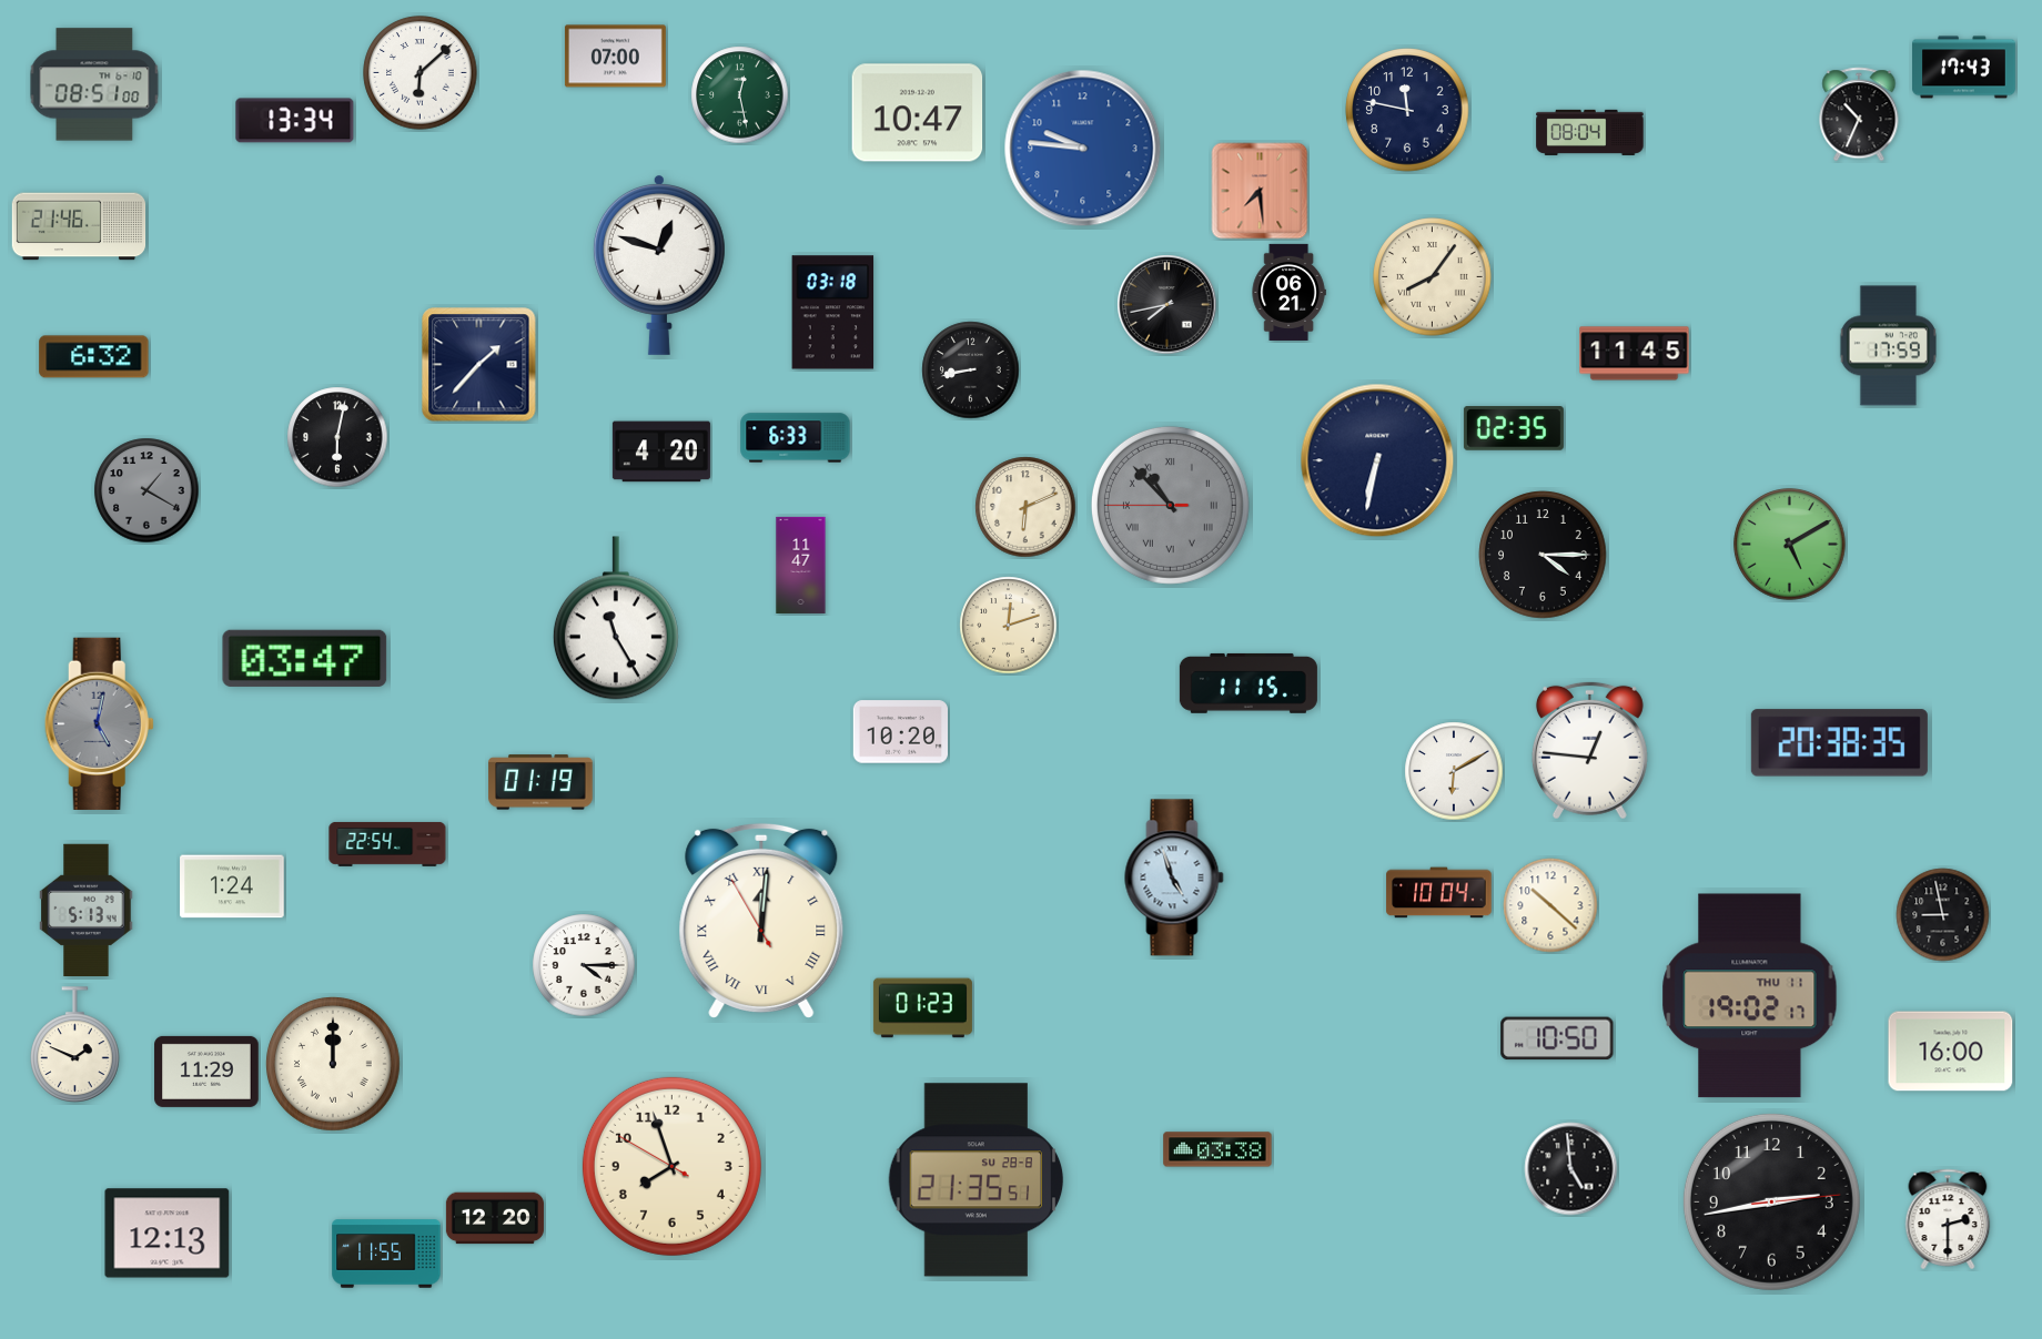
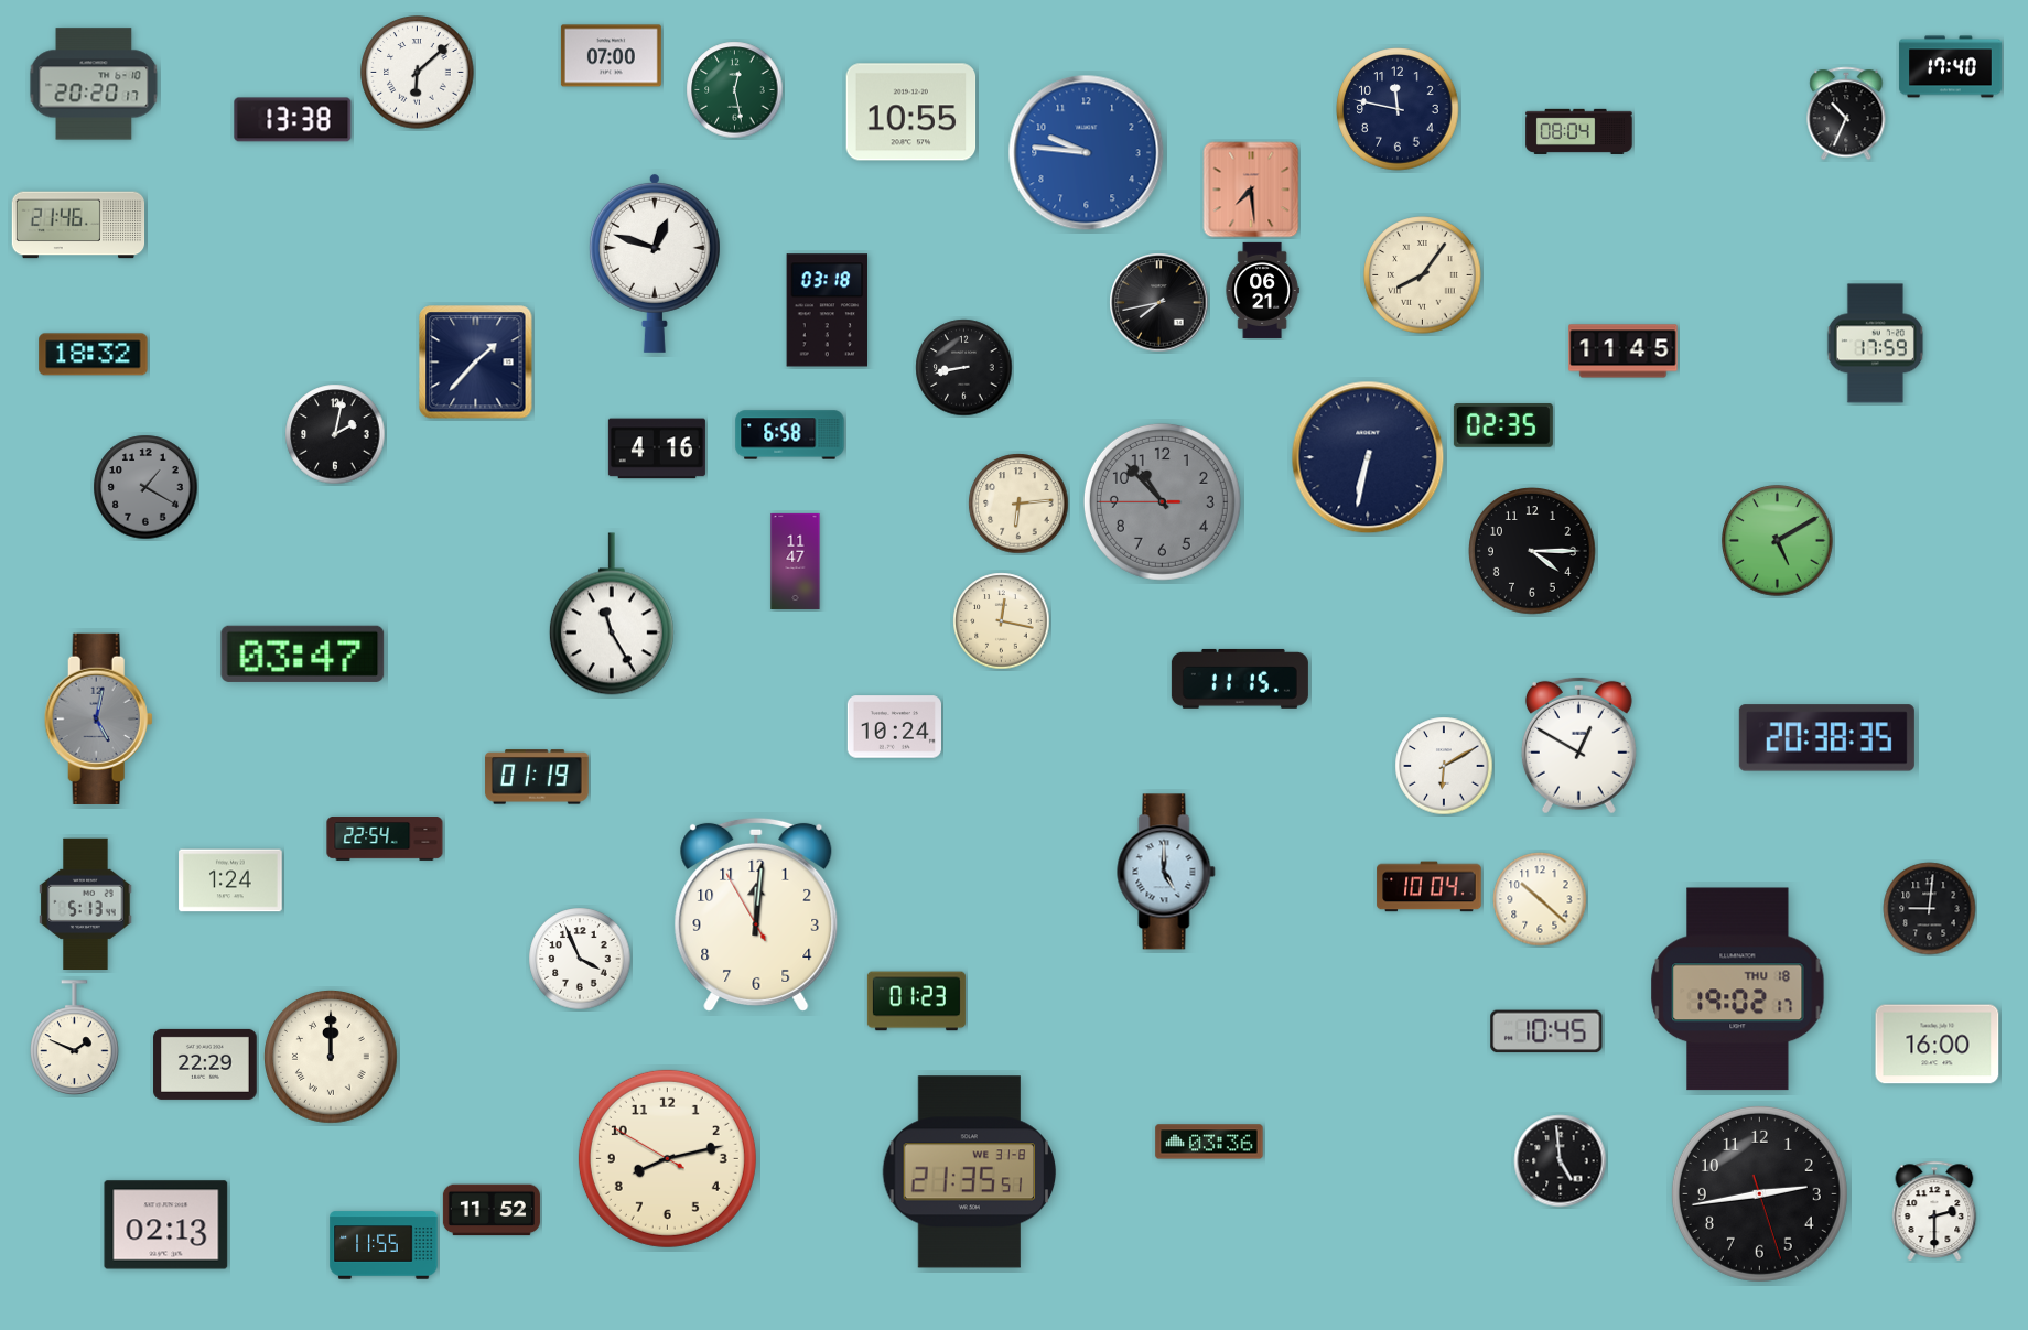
clock at (1964, 68): 17:43 -> 17:40
clock at (94, 84): 08:51 -> 20:20
clock at (740, 95) position: (740, 95) -> (735, 90)
clock at (918, 113): 10:47 -> 10:55
clock at (295, 121): 13:34 -> 13:38
clock at (1083, 149) position: (1083, 149) -> (1087, 153)
clock at (1288, 292) position: (1288, 292) -> (1262, 290)
clock at (94, 357): 6:32 -> 18:32
clock at (337, 437): 6:02 -> 2:02
clock at (796, 438): 6:33 -> 6:58
clock at (661, 452): 4:20 -> 4:16
clock at (1170, 505) numerals: Roman -> Arabic
clock at (1025, 507): 6:11 -> 6:14
clock at (1009, 626): 12:12 -> 12:17
clock at (900, 732): 10:20 -> 10:24
clock at (1589, 750): 12:46 -> 12:50
clock at (1174, 878): 4:57 -> 5:00
clock at (1943, 915): 8:58 -> 9:01
clock at (761, 921) numerals: Roman -> Arabic
clock at (584, 965): 4:15 -> 3:56
clock at (1750, 996) date: THU 11 -> THU 18
clock at (1557, 1038): 10:50 -> 10:45
clock at (206, 1072): 11:29 -> 22:29
clock at (1217, 1149): 03:38 -> 03:36
clock at (671, 1166): 7:56 -> 8:12
clock at (977, 1180) date: SU 28-8 -> WE 31-8
clock at (1771, 1201): 2:43:14 -> 2:43:27
clock at (495, 1218): 12:20 -> 11:52
clock at (168, 1234): 12:13 -> 02:13
